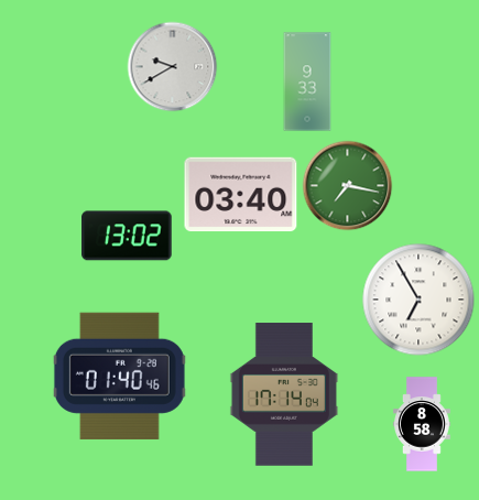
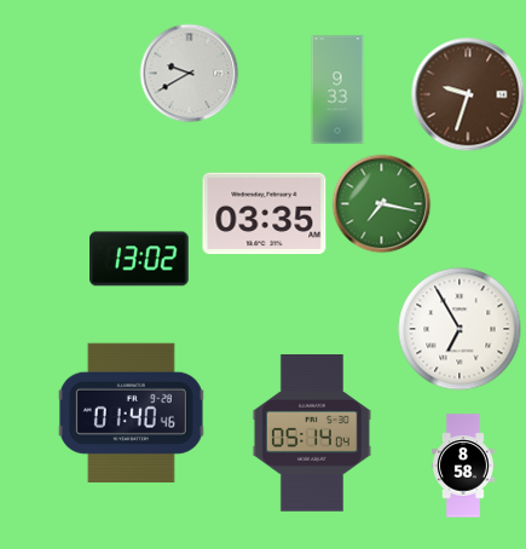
clock at (468, 94): none -> 9:33
clock at (241, 195): 03:40 -> 03:35
clock at (284, 394): 17:14 -> 05:14
